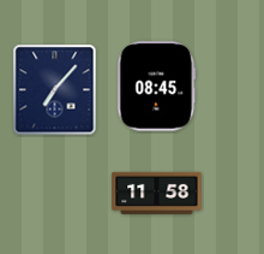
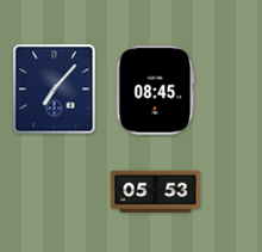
clock at (157, 87) position: (157, 87) -> (156, 91)
clock at (157, 193): 11:58 -> 05:53
